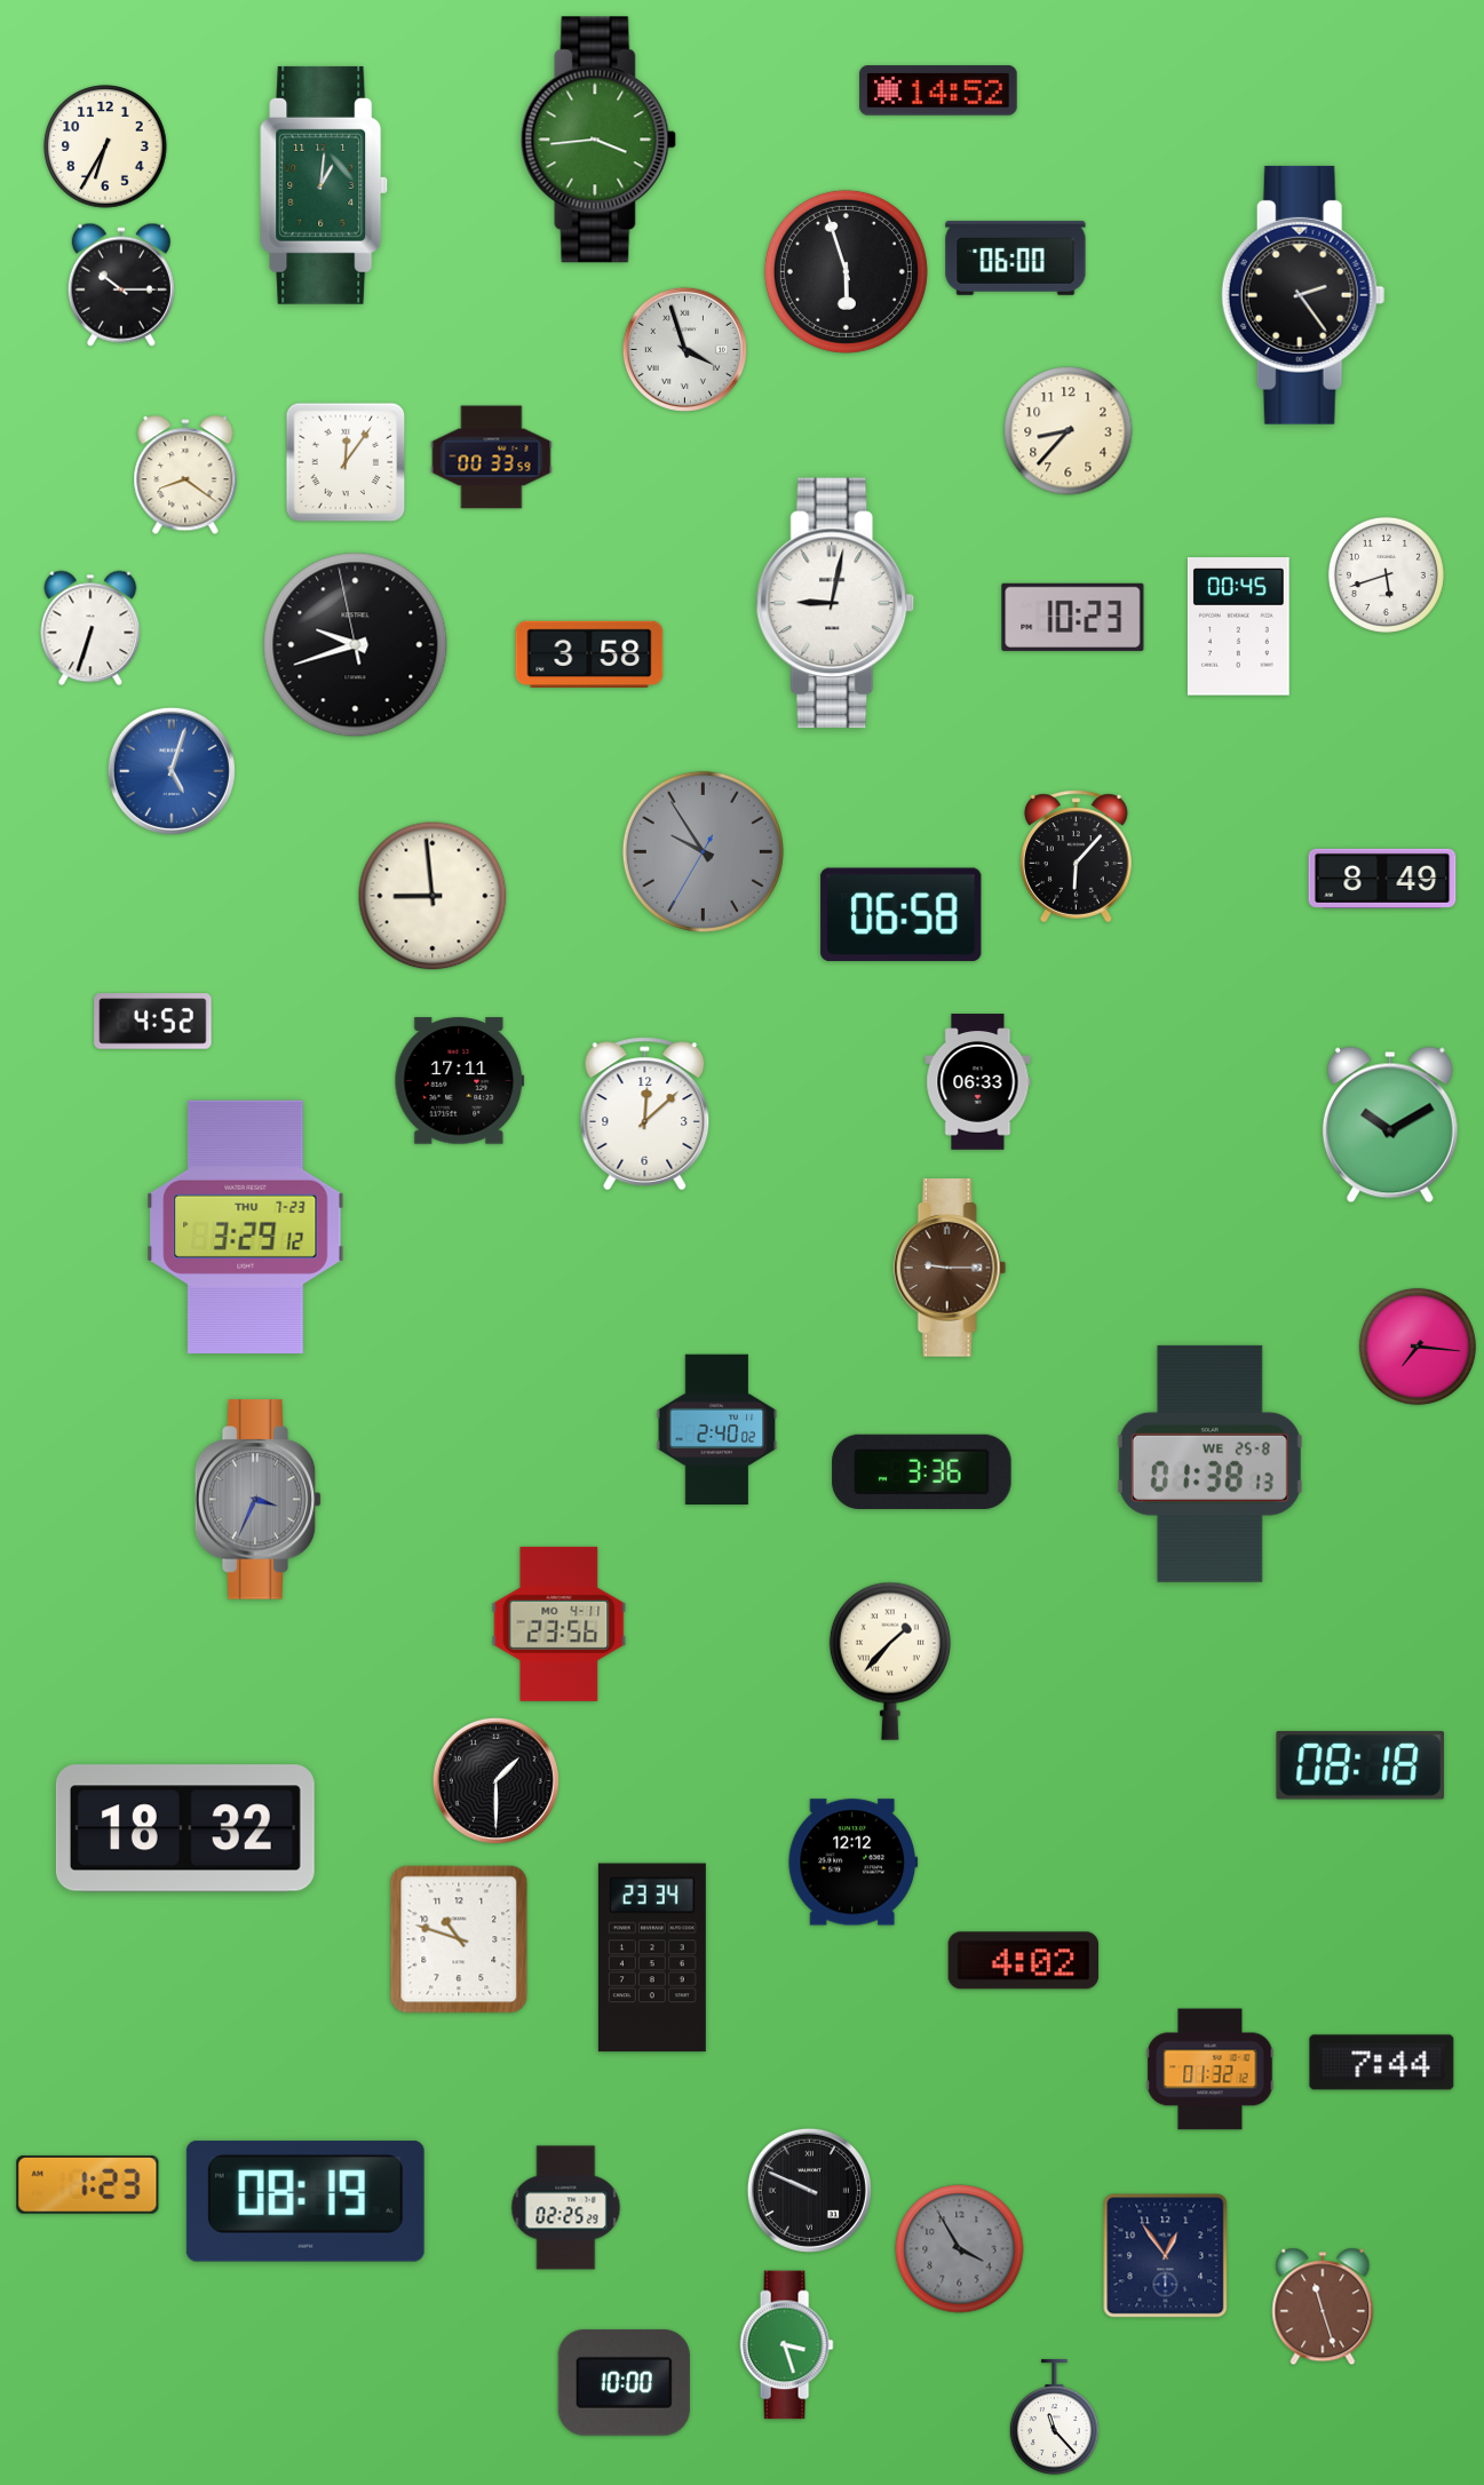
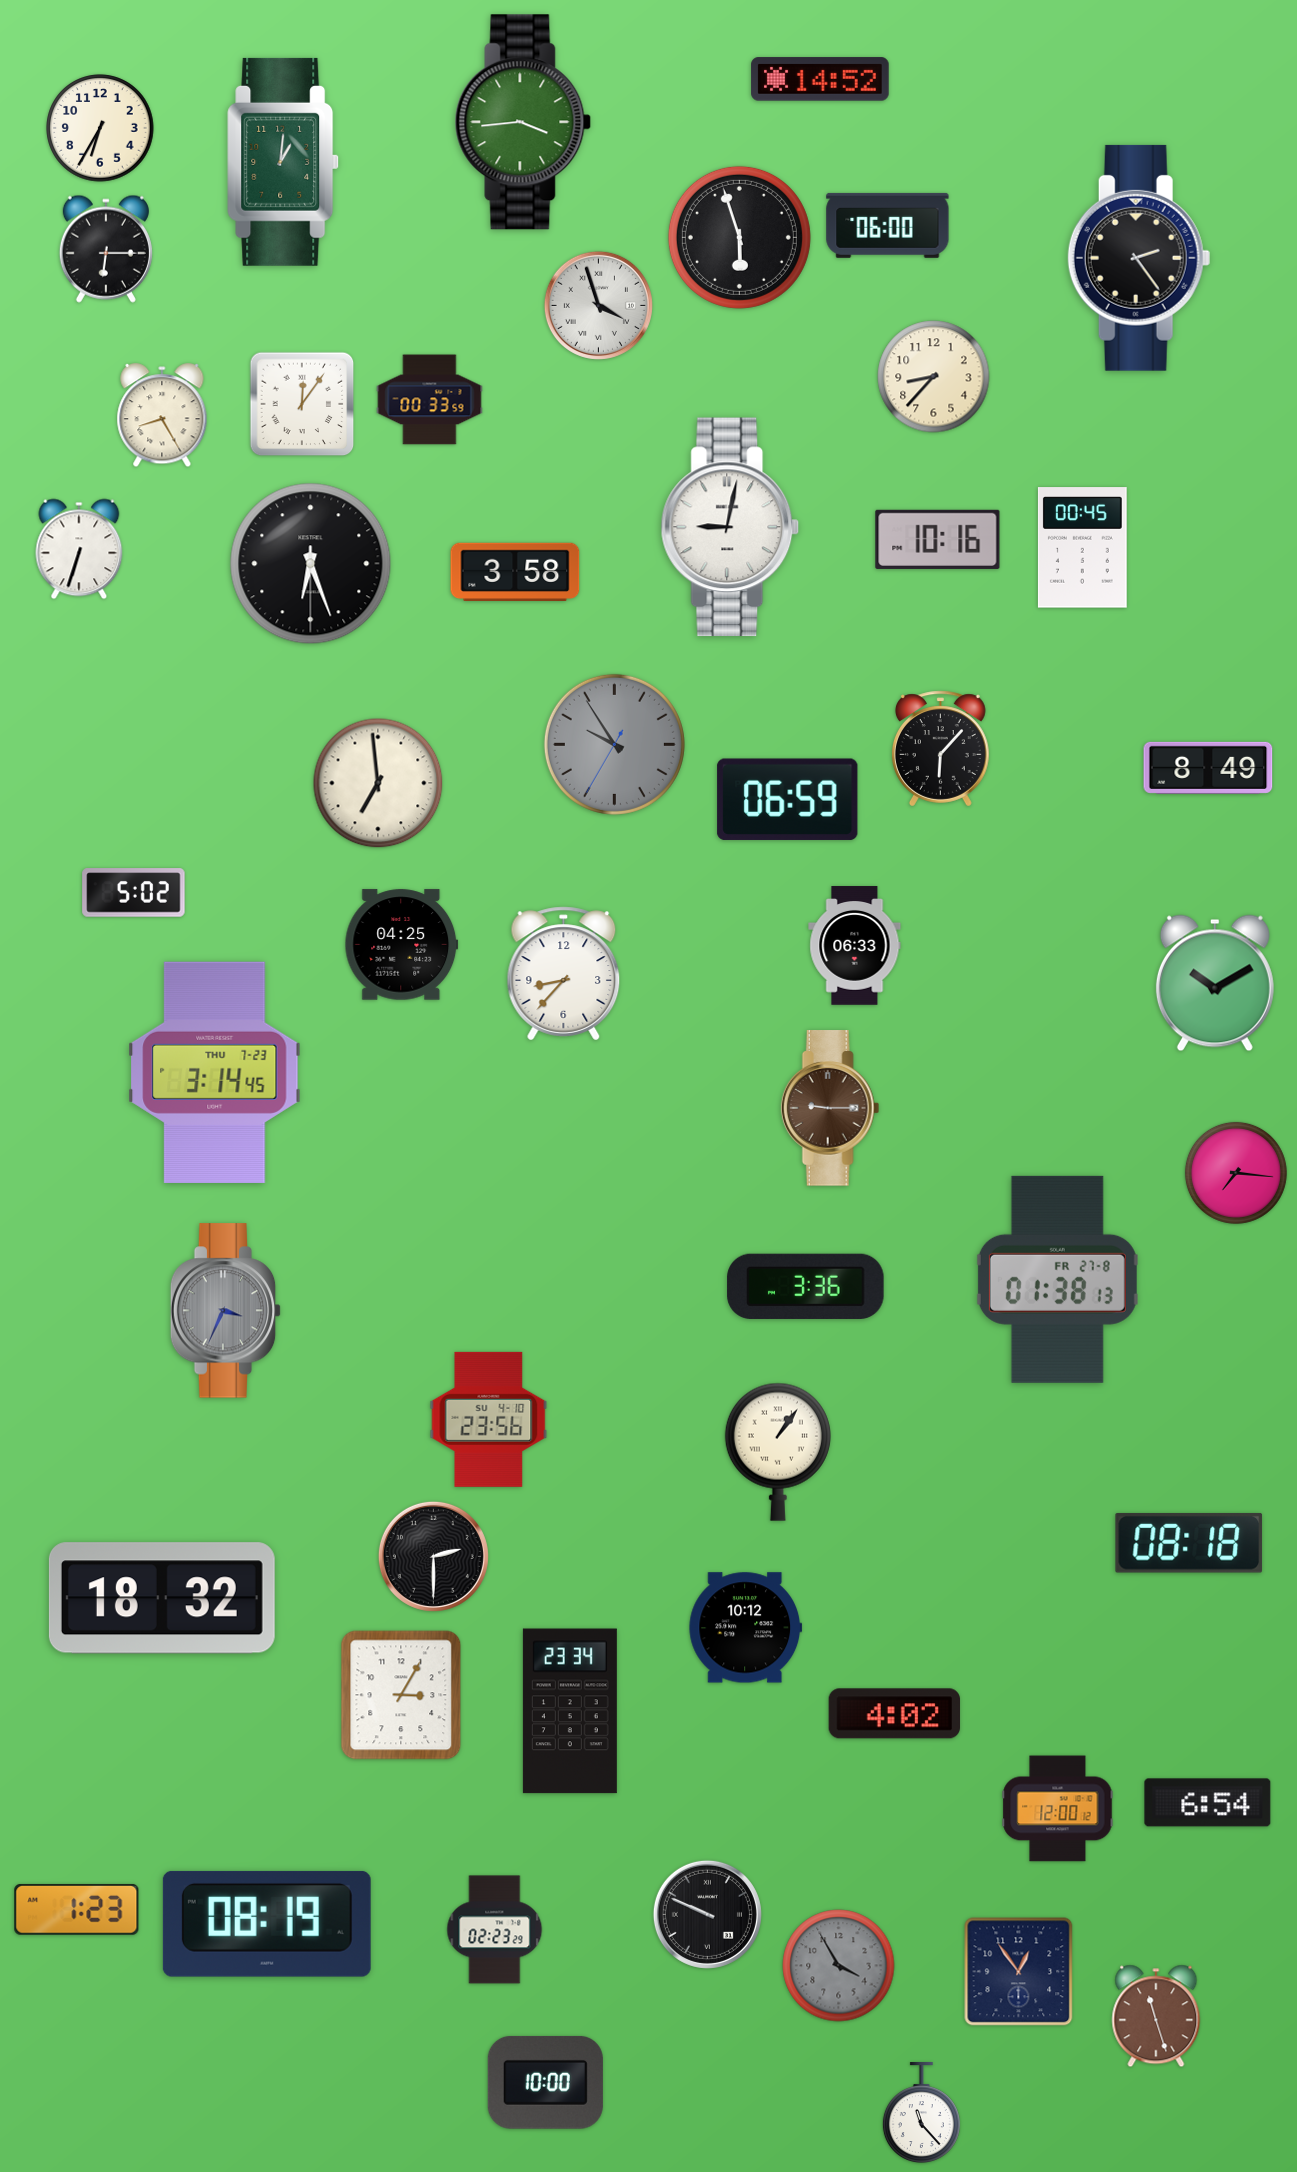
clock at (105, 146) position: (105, 146) -> (100, 128)
clock at (121, 285): 10:15 -> 6:15
clock at (185, 476): 8:21 -> 8:25
clock at (1386, 574): 5:42 -> none
clock at (1073, 617): 10:23 -> 10:16
clock at (356, 645): 9:41 -> 6:26
clock at (172, 771): 5:03 -> none
clock at (432, 896): 8:59 -> 6:59
clock at (902, 914): 06:58 -> 06:59
clock at (153, 1022): 4:52 -> 5:02
clock at (460, 1081): 17:11 -> 04:25
clock at (645, 1114): 12:08 -> 8:37
clock at (246, 1226): 3:29 -> 3:14
clock at (1418, 1347) position: (1418, 1347) -> (1236, 1173)
clock at (717, 1430): 2:40 -> none
clock at (1209, 1463) date: WE 25-8 -> FR 27-8
clock at (560, 1623) date: MO 4-11 -> SU 4-10
clock at (890, 1661): 1:37 -> 1:06
clock at (495, 1780): 1:30 -> 2:30
clock at (854, 1863): 12:12 -> 10:12
clock at (459, 1939): 10:48 -> 3:05
clock at (1382, 2063): 7:44 -> 6:54
clock at (1211, 2070): 01:32 -> 12:00
clock at (566, 2208): 02:25 -> 02:23
clock at (786, 2345): 3:27 -> none
